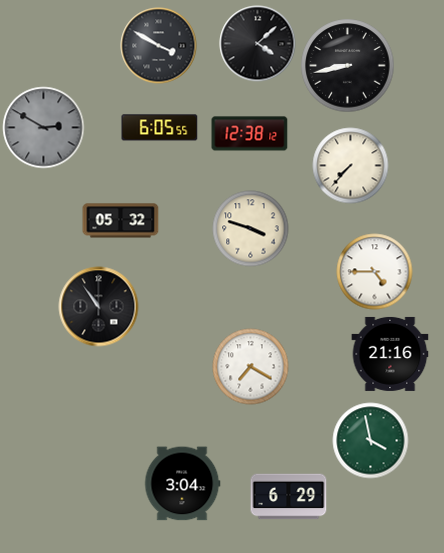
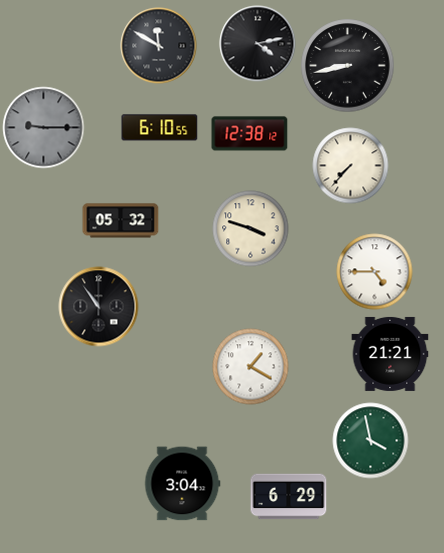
clock at (258, 44): 4:08 -> 4:13
clock at (159, 46): 3:50 -> 11:50
clock at (44, 128): 2:50 -> 9:15
clock at (160, 128): 6:05 -> 6:10
clock at (390, 354): 21:16 -> 21:21
clock at (251, 367): 7:20 -> 1:20
